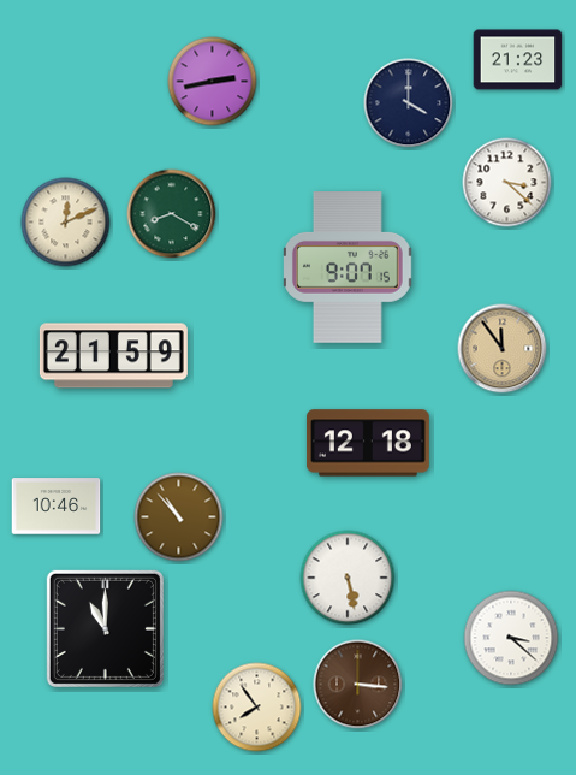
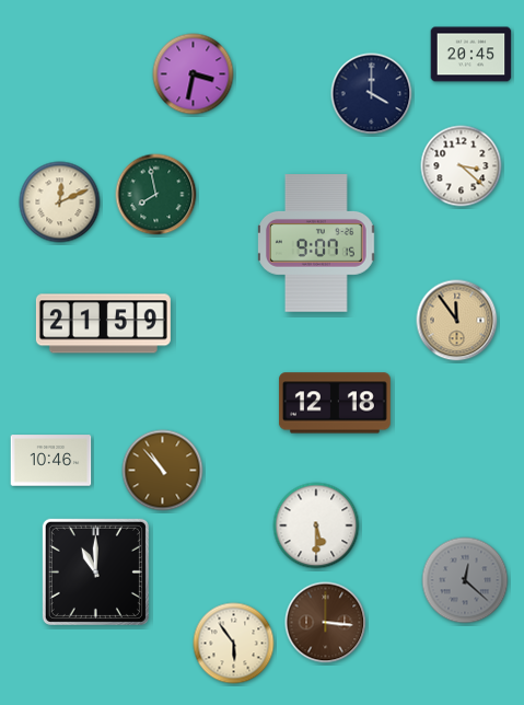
clock at (518, 60): 21:23 -> 20:45
clock at (213, 82): 2:43 -> 3:32
clock at (172, 214): 8:20 -> 7:58
clock at (503, 349) position: (503, 349) -> (457, 321)
clock at (348, 578): 5:28 -> 5:30
clock at (511, 638): 3:22 -> 12:22
clock at (511, 638) dial: white -> grey
clock at (257, 708): 7:54 -> 5:54
